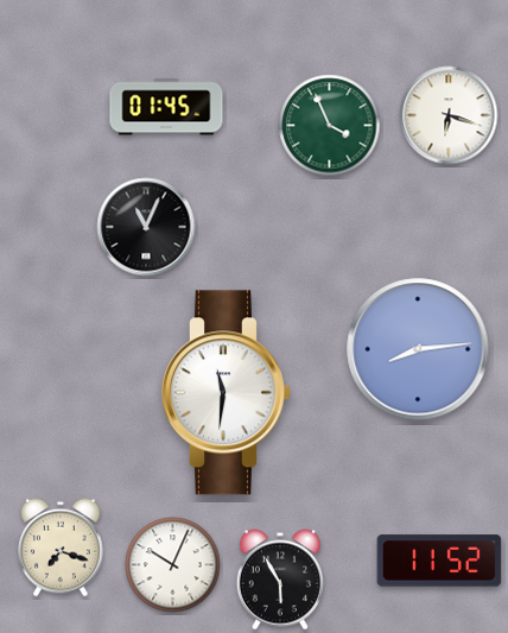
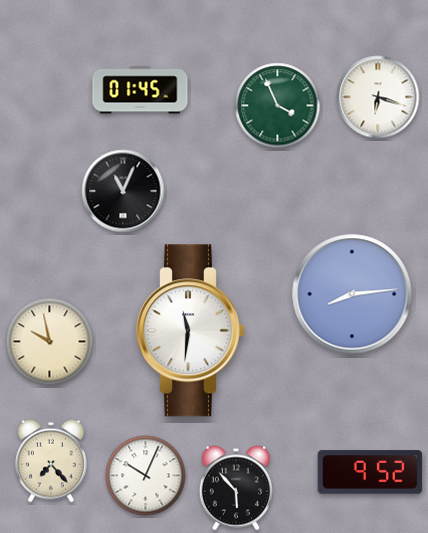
clock at (50, 342): none -> 9:58
clock at (61, 547): 7:18 -> 7:23
clock at (439, 561): 11:52 -> 9:52
clock at (280, 580): 5:55 -> 5:53
